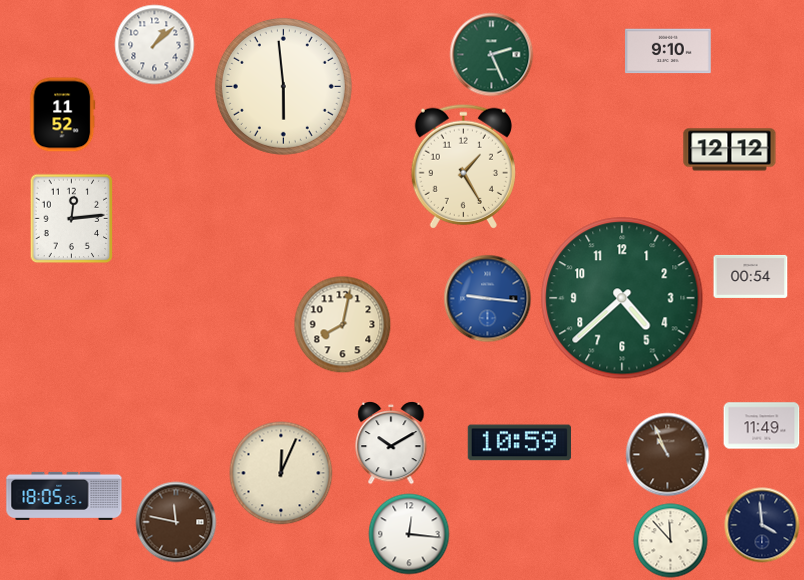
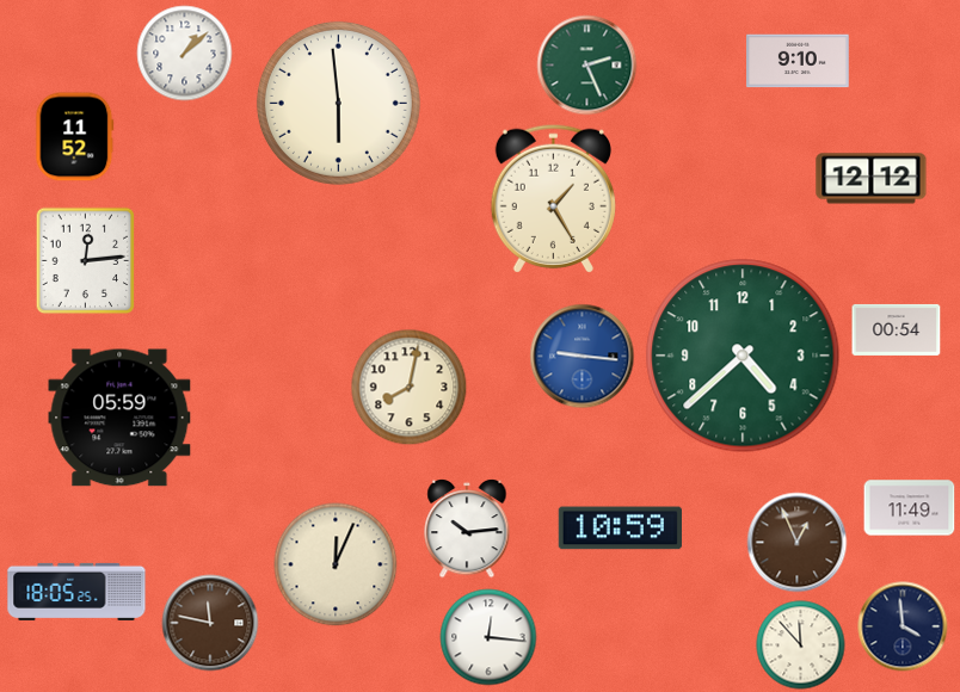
clock at (119, 418): none -> 05:59
clock at (391, 443): 10:10 -> 10:14
clock at (668, 455): 10:56 -> 12:56
clock at (762, 525) position: (762, 525) -> (903, 626)
